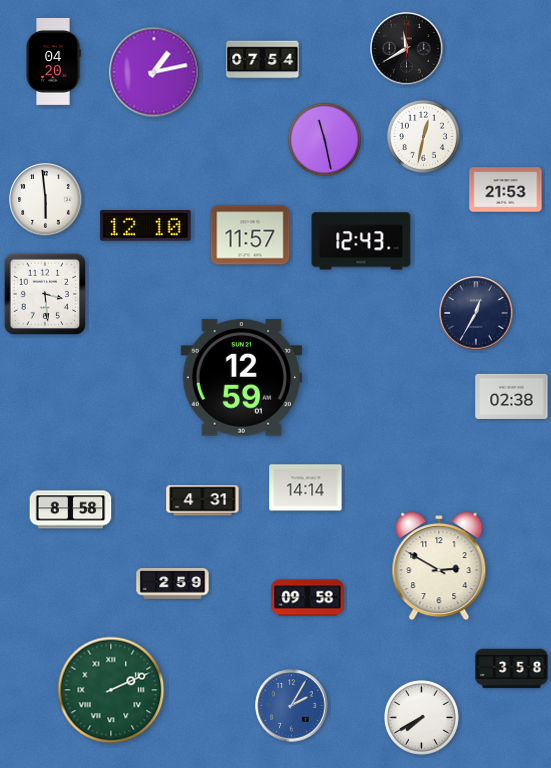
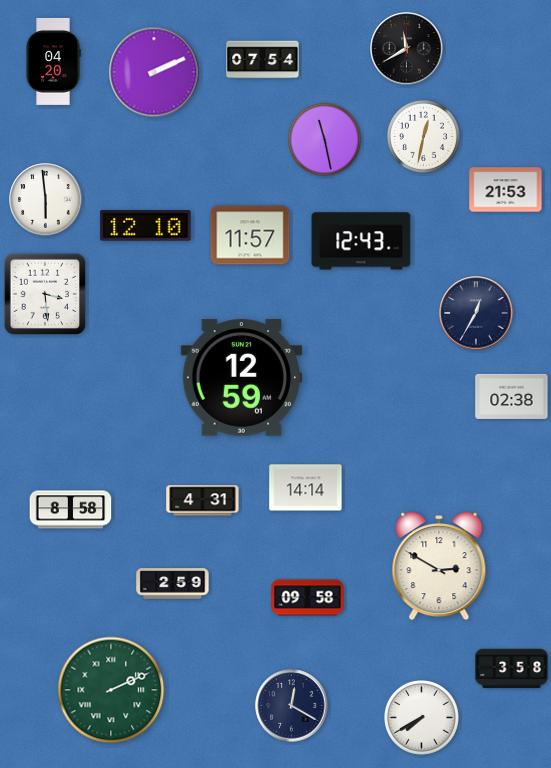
clock at (154, 72): 1:13 -> 2:11
clock at (292, 706): 2:05 -> 12:20
clock at (292, 706) dial: blue -> navy
